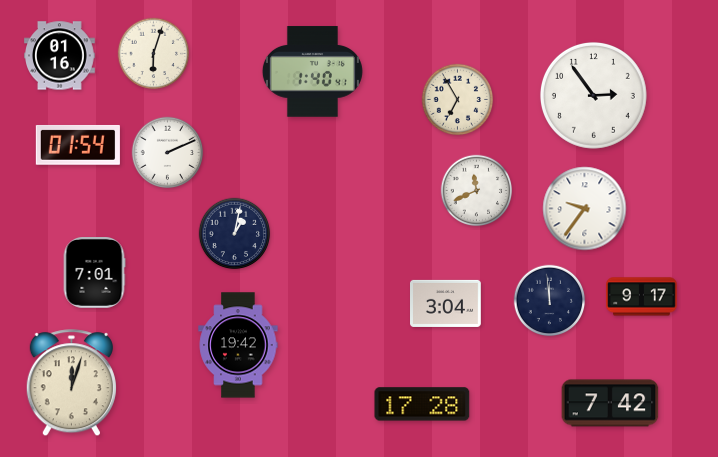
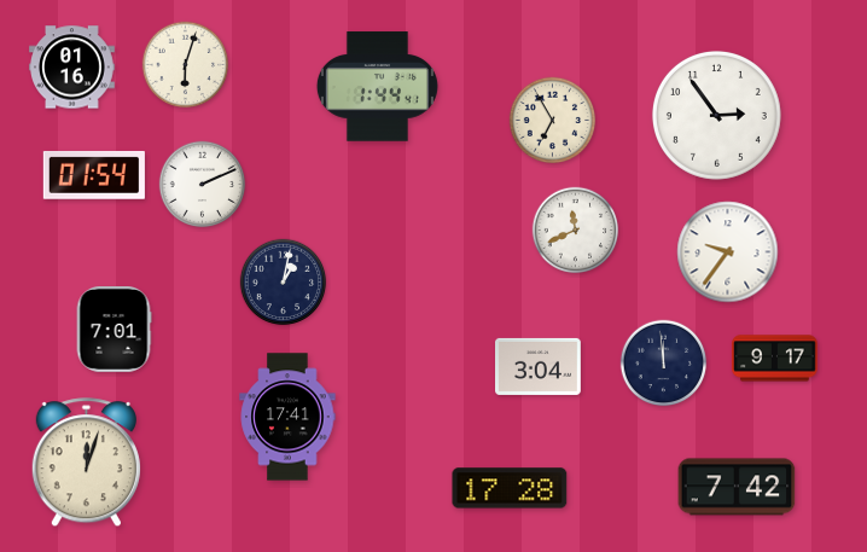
clock at (312, 72): 1:40 -> 1:44
clock at (585, 209) position: (585, 209) -> (728, 252)
clock at (238, 345): 19:42 -> 17:41
